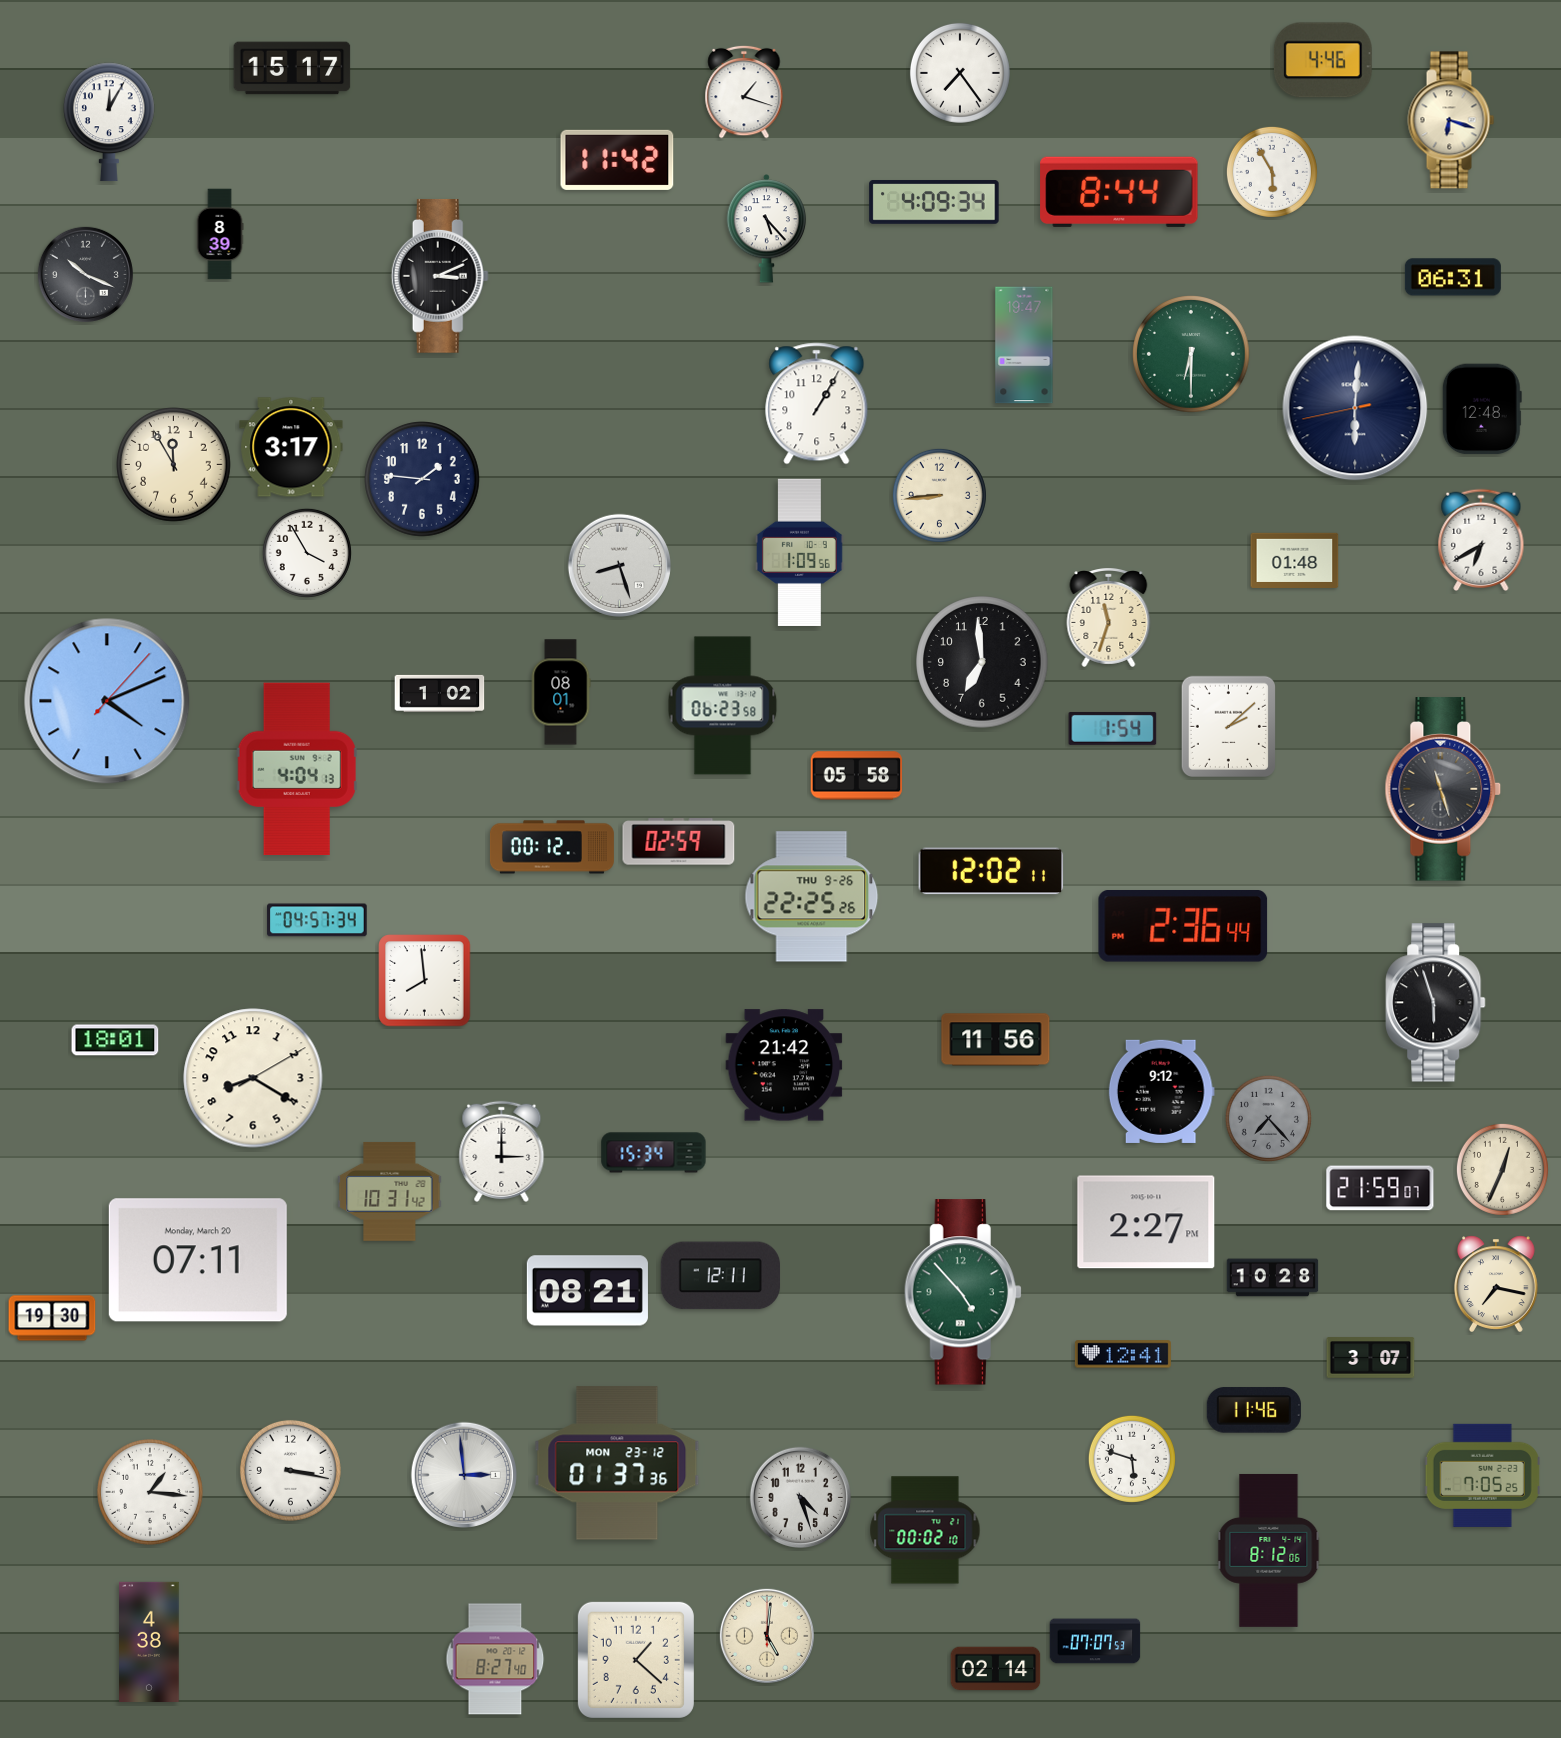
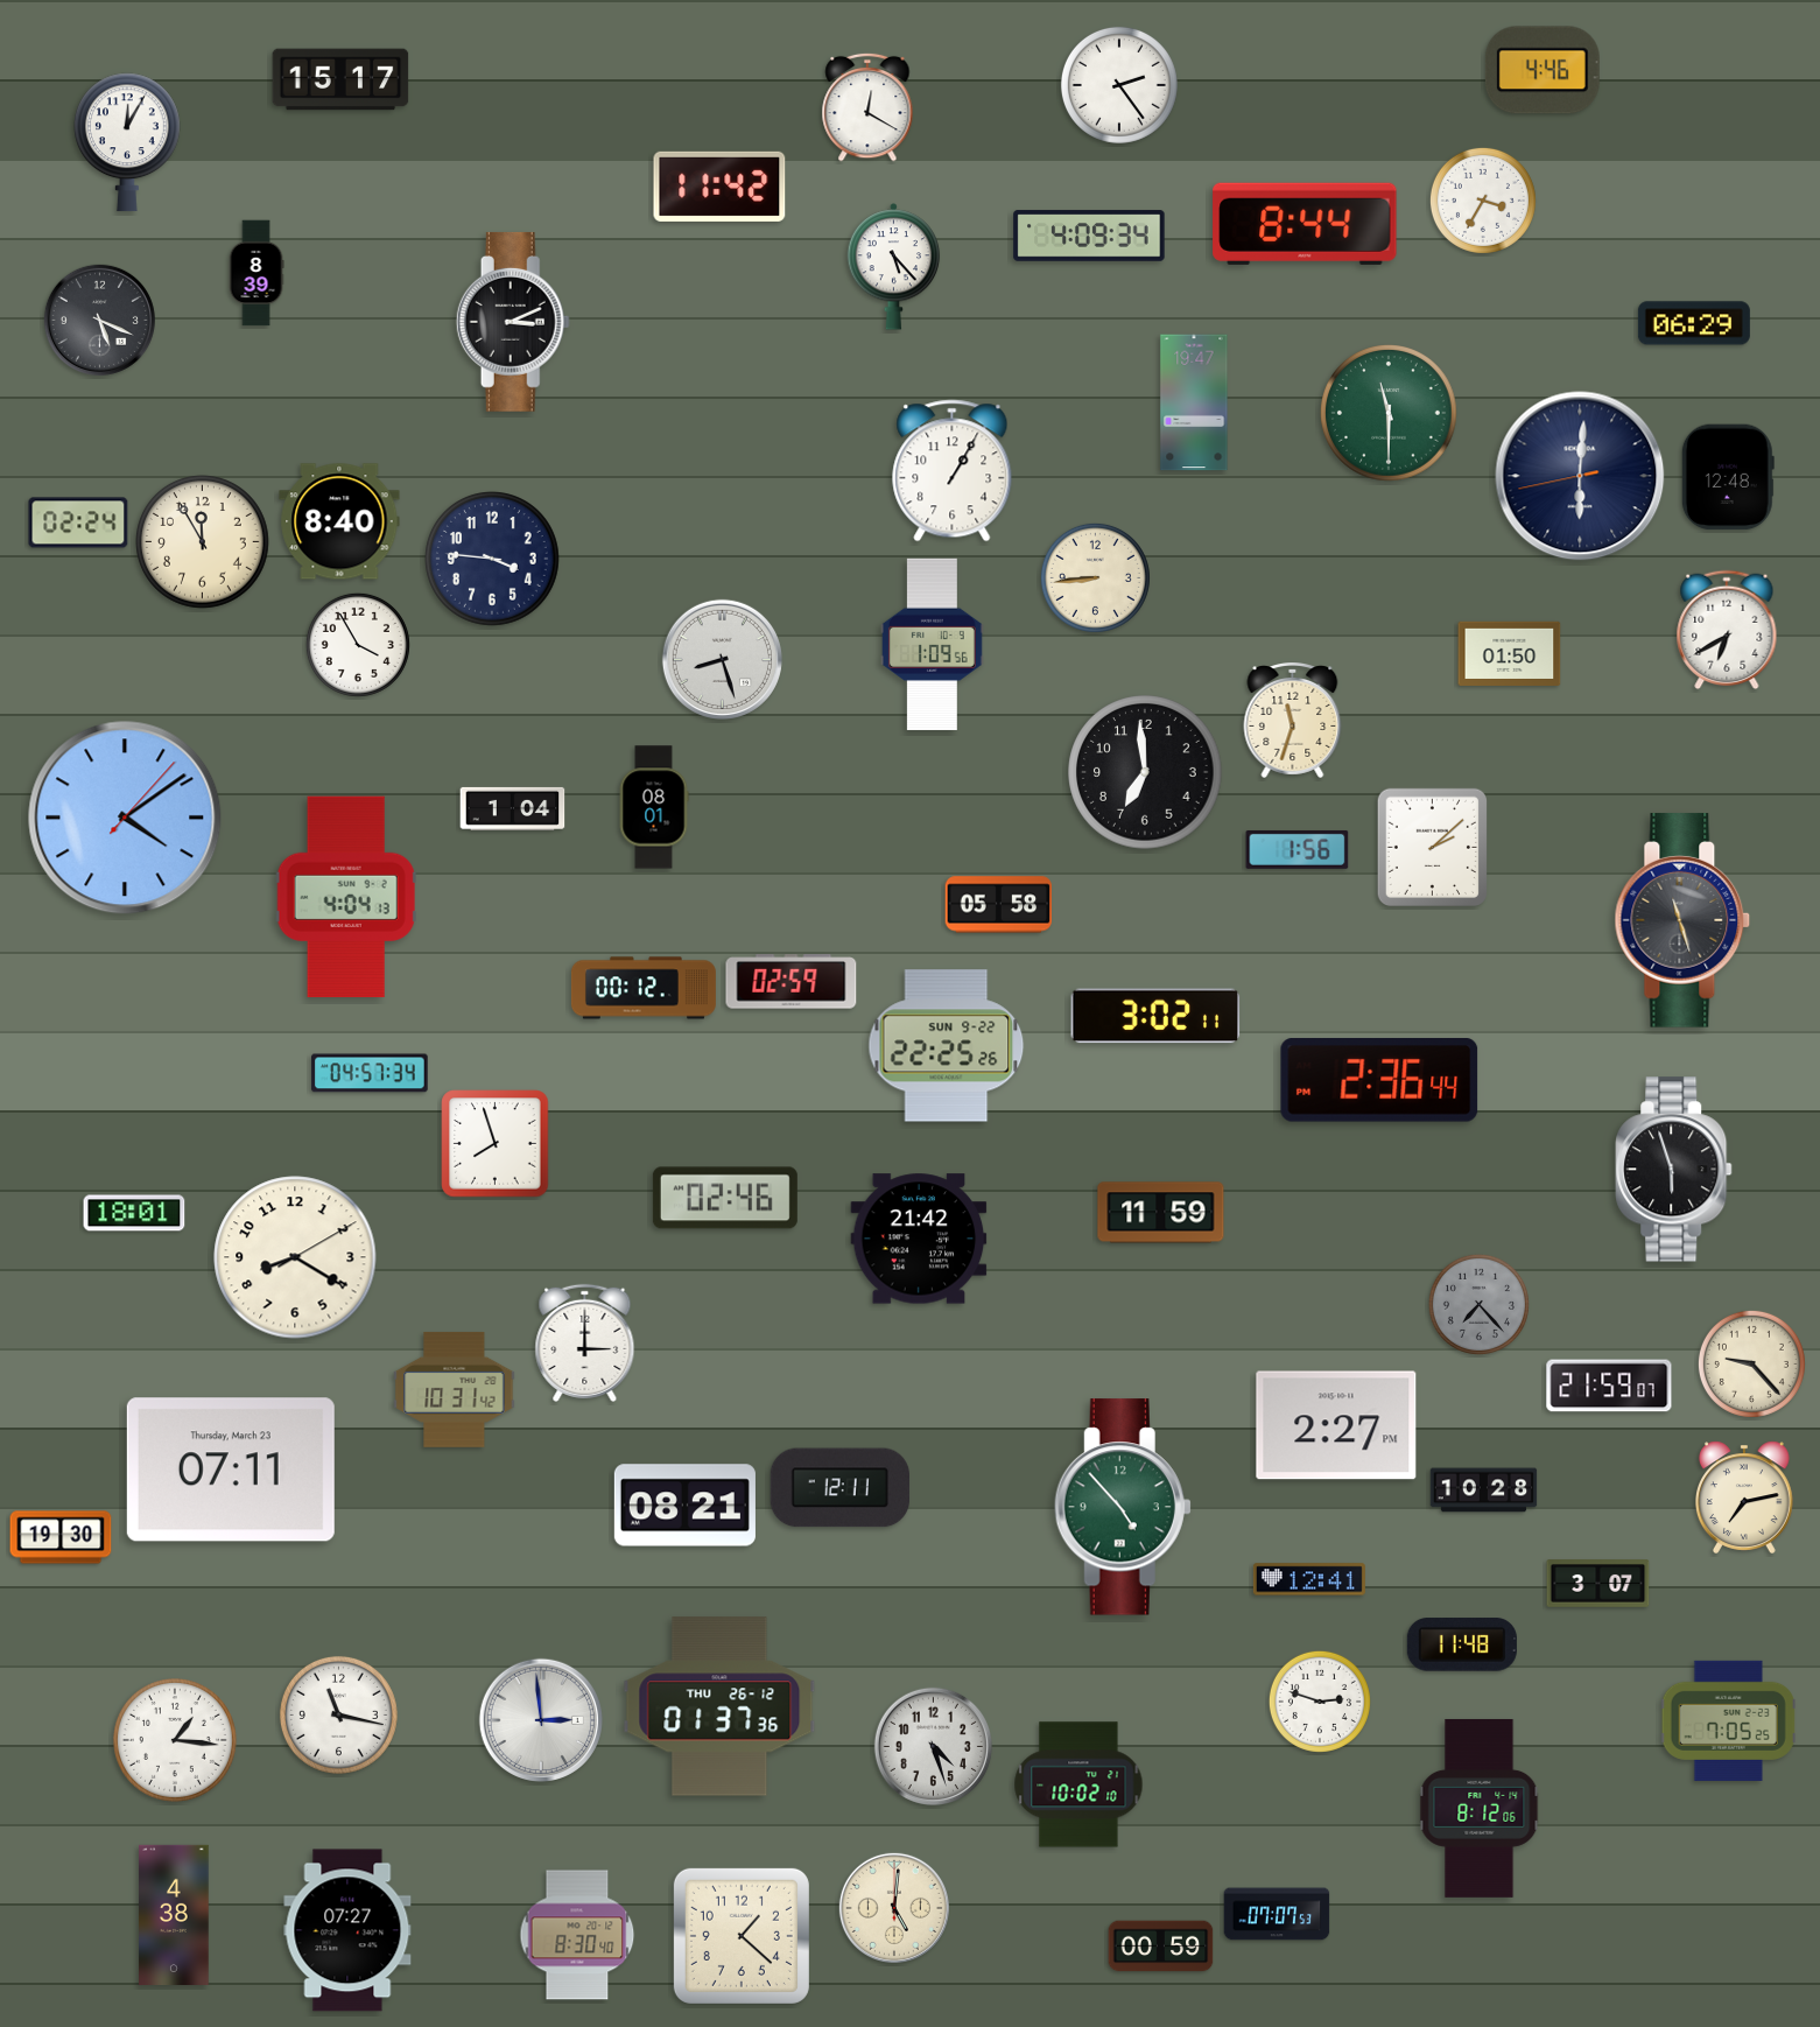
clock at (960, 73): 7:24 -> 2:24
clock at (744, 92): 1:18 -> 12:20
clock at (1451, 120): 6:18 -> none
clock at (1272, 172): 5:55 -> 3:35
clock at (85, 274): 10:19 -> 5:19
clock at (1453, 277): 06:31 -> 06:29
clock at (1192, 355): 6:30 -> 11:30
clock at (291, 447): 3:17 -> 8:40
clock at (78, 522): none -> 02:24
clock at (423, 480): 1:46 -> 3:46
clock at (1295, 560): 01:48 -> 01:50
clock at (440, 693): 1:02 -> 1:04
clock at (107, 701): 4:11 -> 4:09
clock at (723, 706): 06:23 -> none
clock at (1113, 728): 1:54 -> 1:56
clock at (991, 871): 12:02 -> 3:02
clock at (812, 897) date: THU 9-26 -> SUN 9-22
clock at (425, 981): 7:59 -> 7:57
clock at (725, 1198): none -> 02:46
clock at (996, 1040): 11:56 -> 11:59
clock at (784, 1065) position: (784, 1065) -> (919, 1239)
clock at (1161, 1091): 9:12 -> none
clock at (654, 1153): 15:34 -> none
clock at (1502, 1169): 12:34 -> 9:23
clock at (198, 1260) date: Monday, March 20 -> Thursday, March 23
clock at (1497, 1284): 7:17 -> 7:13
clock at (1254, 1410): 11:46 -> 11:48
clock at (1132, 1459): 5:48 -> 2:48
clock at (617, 1463) date: MON 23-12 -> THU 26-12
clock at (290, 1470): 3:17 -> 11:17
clock at (925, 1530): 00:02 -> 10:02
clock at (347, 1930): none -> 07:27
clock at (495, 1659): 8:27 -> 8:30
clock at (996, 1669): 02:14 -> 00:59
